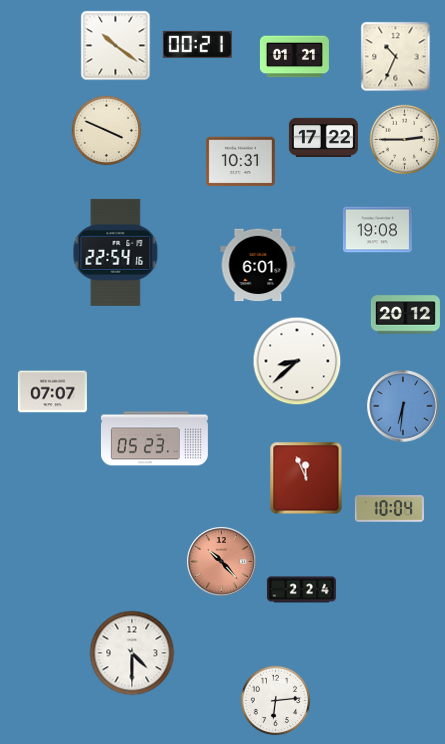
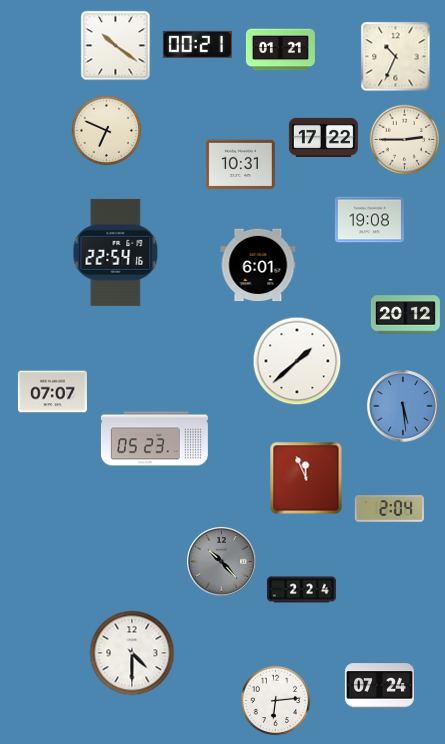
clock at (294, 57) position: (294, 57) -> (280, 50)
clock at (107, 131): 3:49 -> 6:49
clock at (240, 162) position: (240, 162) -> (240, 165)
clock at (377, 230) position: (377, 230) -> (369, 220)
clock at (297, 361): 8:38 -> 1:38
clock at (403, 406): 6:31 -> 5:29
clock at (389, 509): 10:04 -> 2:04
clock at (222, 562) dial: salmon -> grey
clock at (379, 686): none -> 07:24
